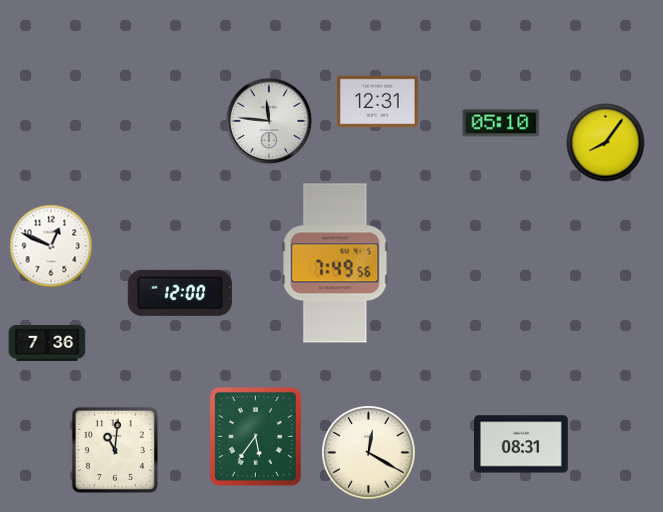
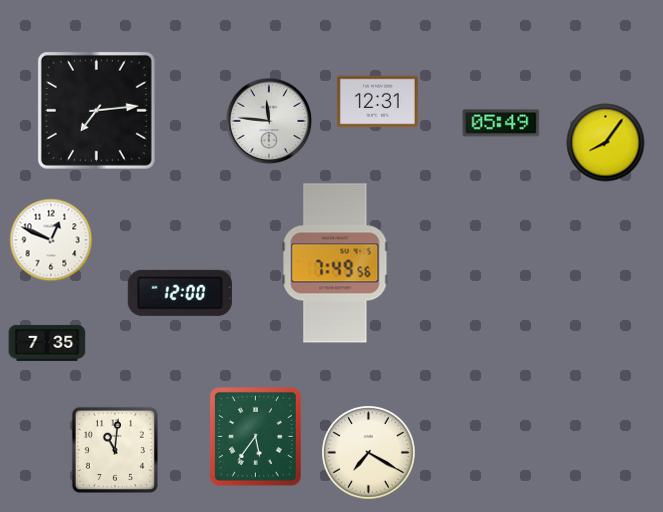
clock at (96, 110): none -> 7:14
clock at (501, 123): 05:10 -> 05:49
clock at (51, 246) position: (51, 246) -> (51, 240)
clock at (47, 343): 7:36 -> 7:35
clock at (522, 444): 08:31 -> none
clock at (369, 453): 12:20 -> 7:20
